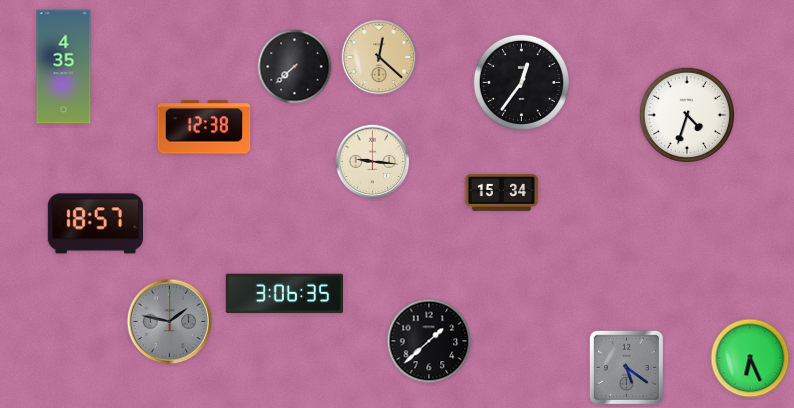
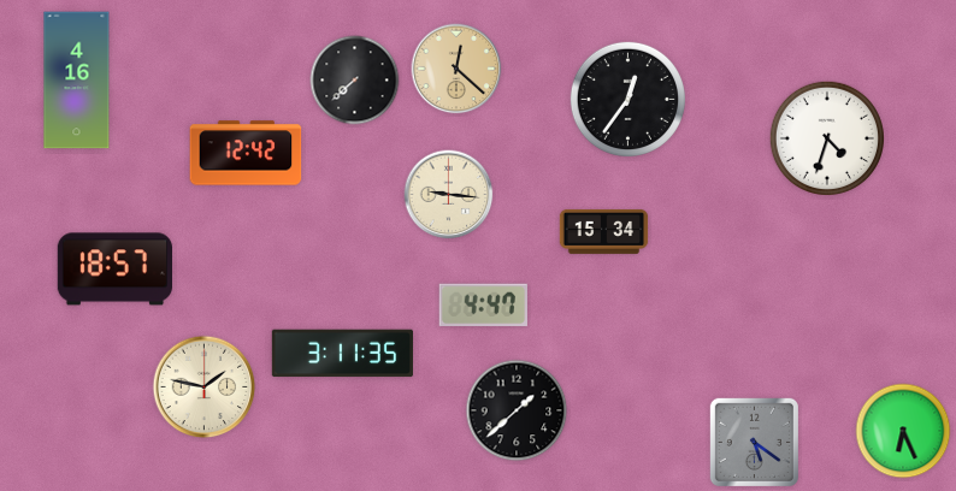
clock at (64, 67): 4:35 -> 4:16
clock at (204, 127): 12:38 -> 12:42
clock at (483, 306): none -> 4:47
clock at (284, 294): 3:06 -> 3:11
clock at (170, 322) dial: grey -> cream
